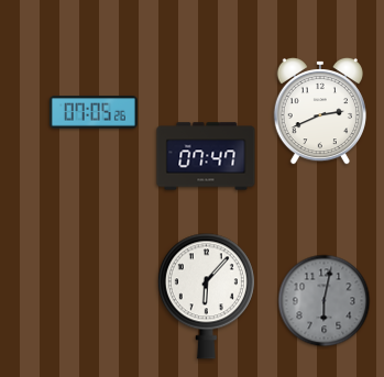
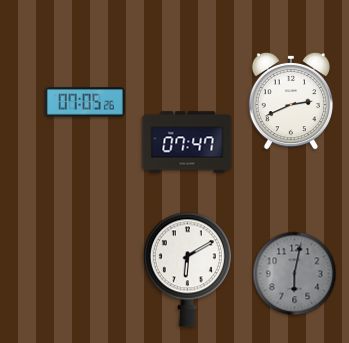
clock at (206, 297): 6:07 -> 6:10
